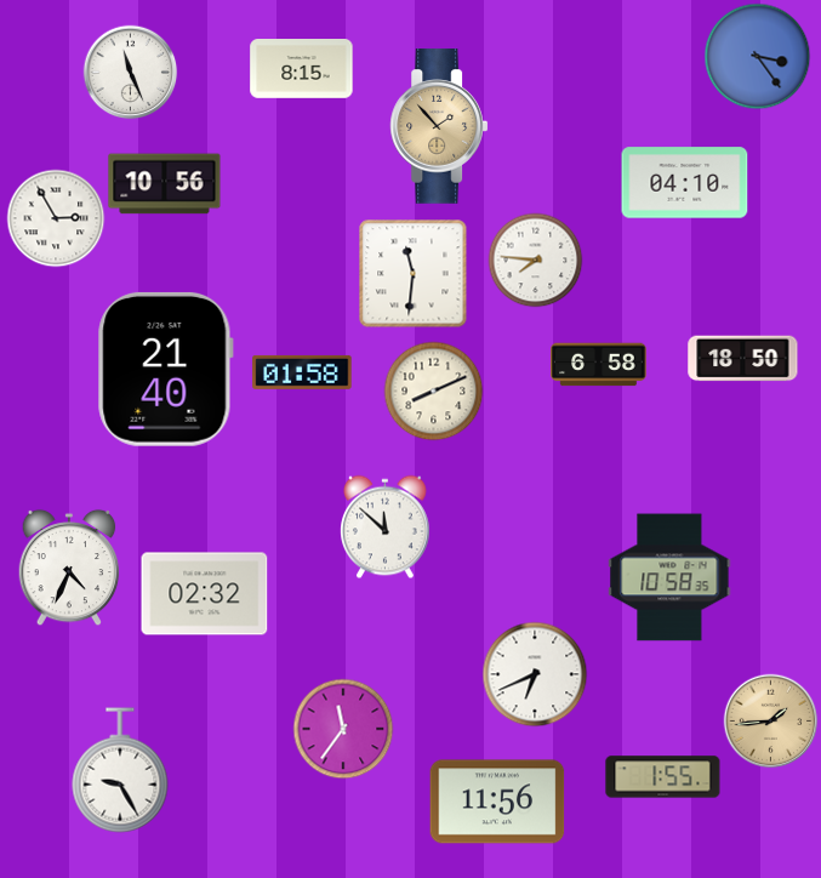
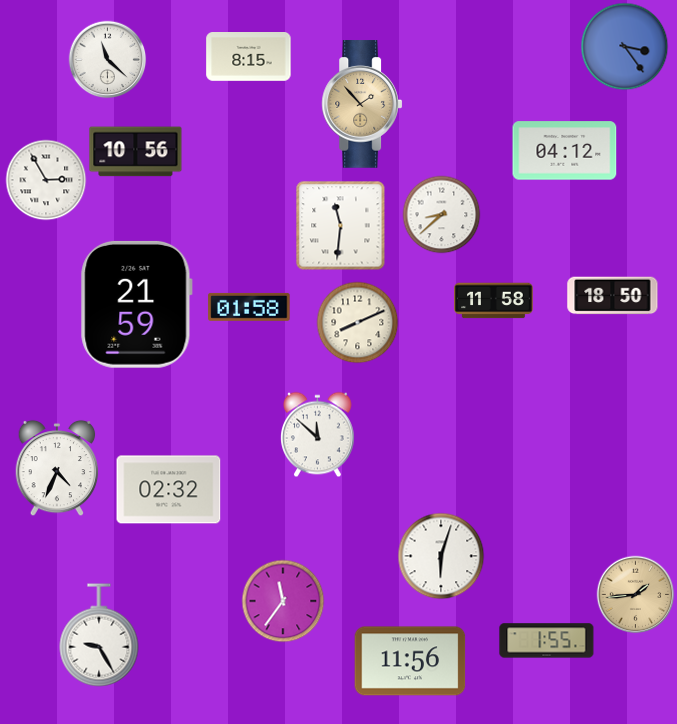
clock at (130, 72): 11:26 -> 11:22
clock at (685, 183): 04:10 -> 04:12
clock at (535, 260): 7:46 -> 8:38
clock at (599, 365): 6:58 -> 11:58
clock at (165, 369): 21:40 -> 21:59
clock at (669, 577): 10:58 -> none
clock at (535, 674): 6:41 -> 6:03
